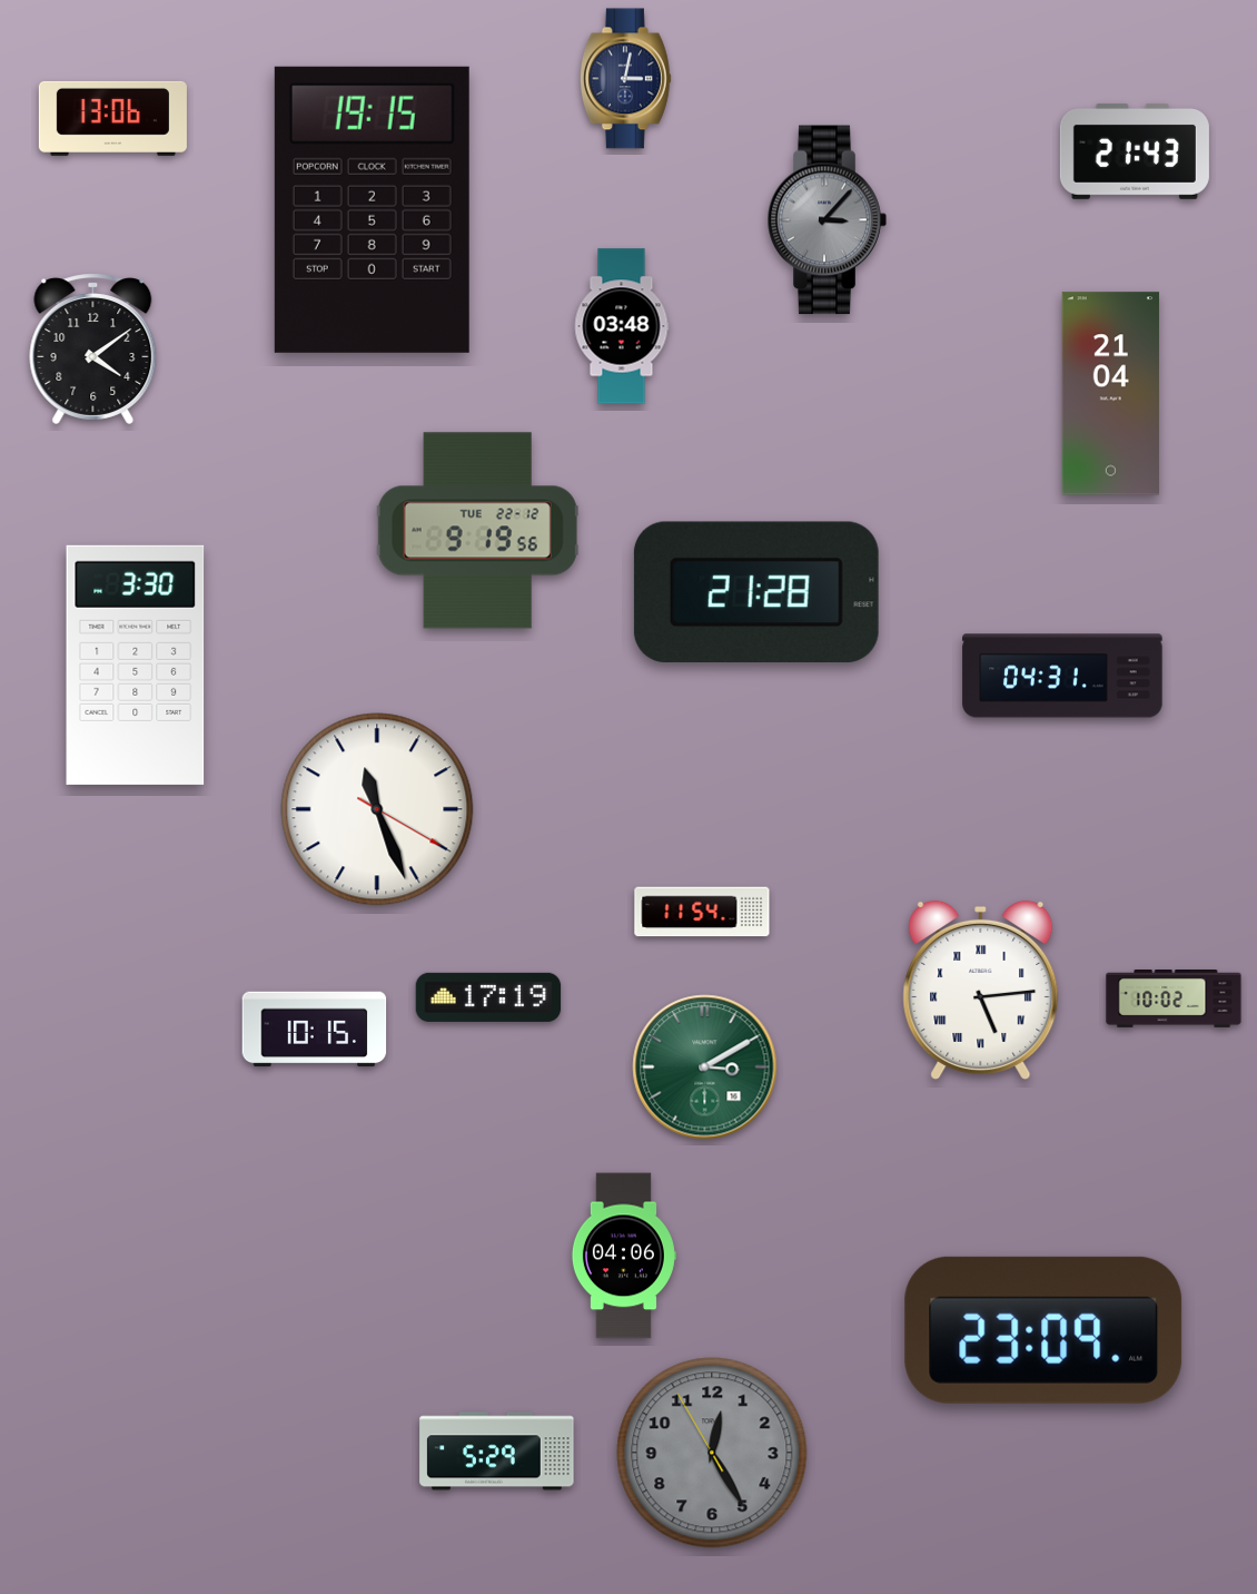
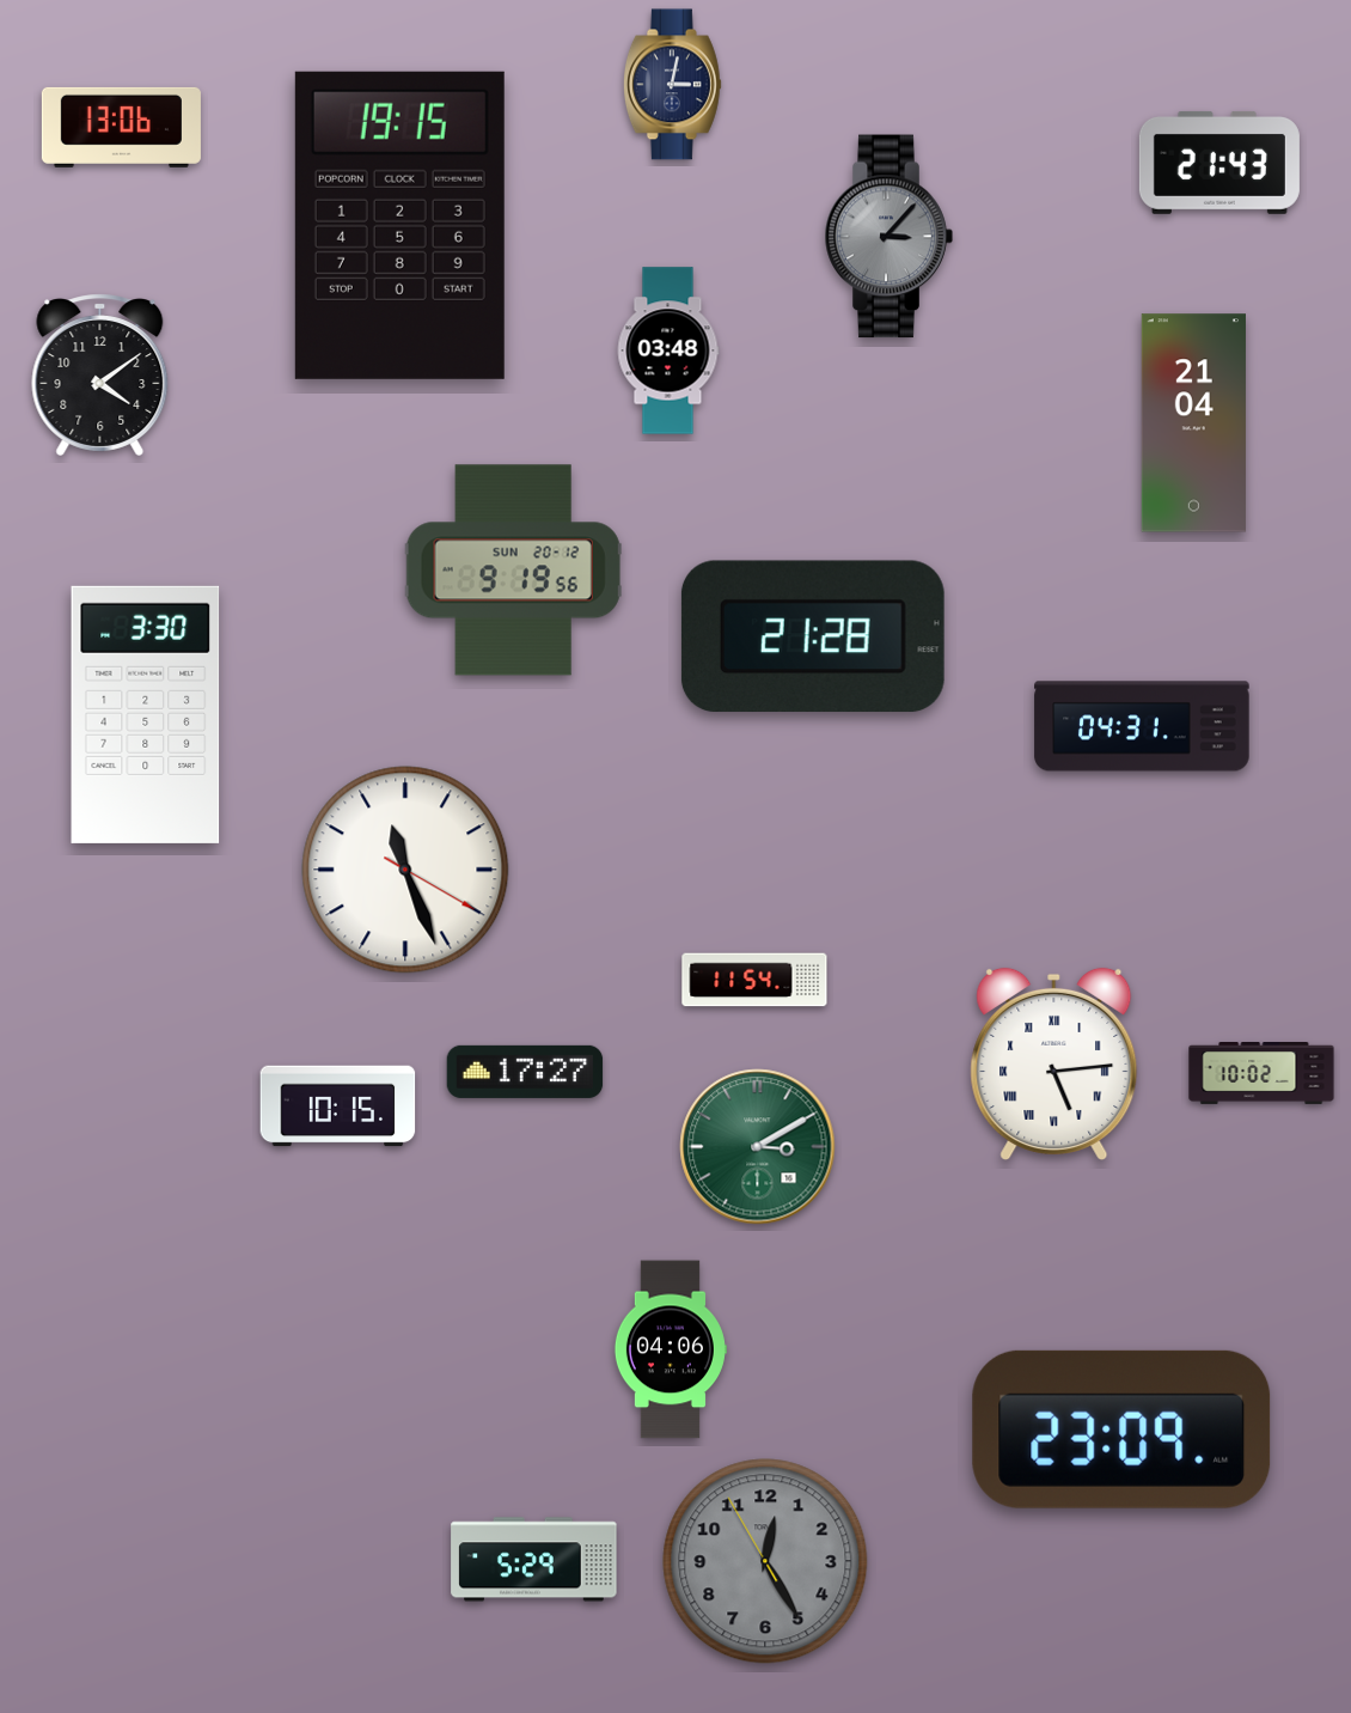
clock at (477, 531) date: TUE 22-12 -> SUN 20-12
clock at (488, 997): 17:19 -> 17:27
